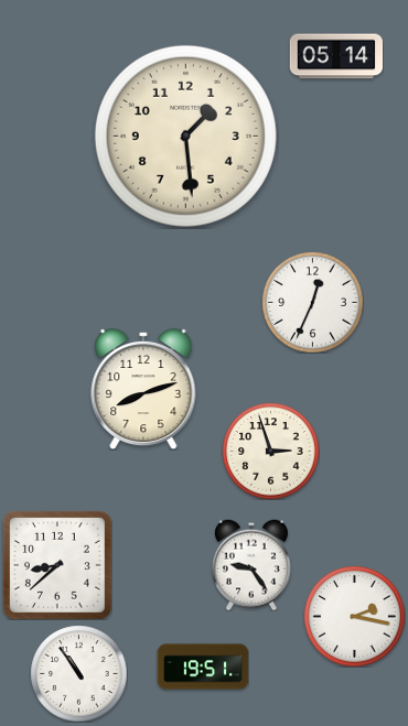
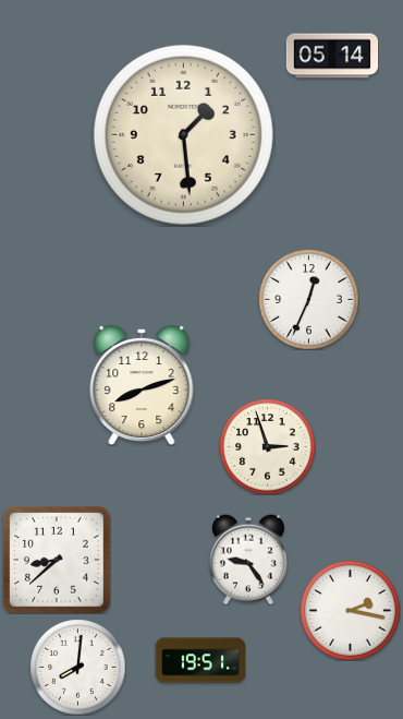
clock at (78, 673): 10:54 -> 8:01
